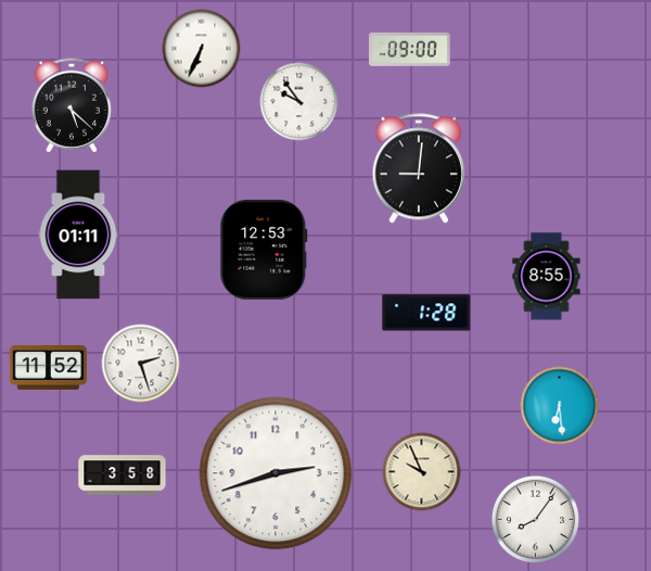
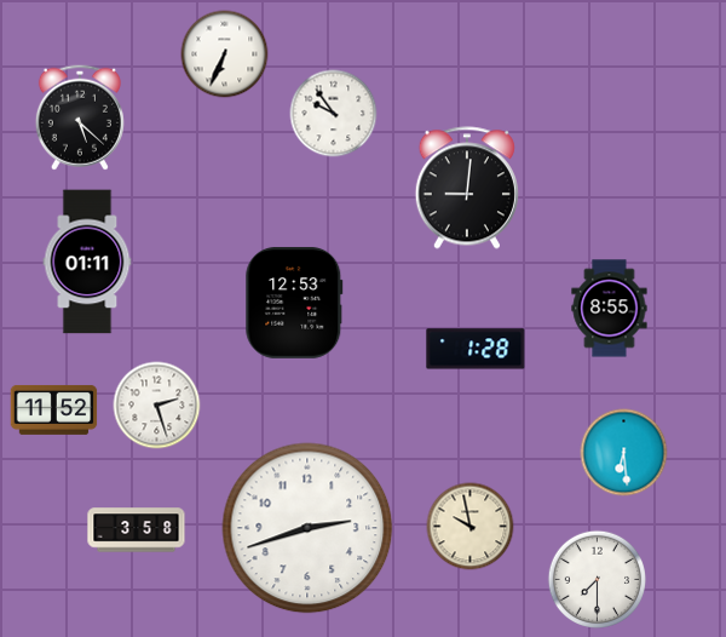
clock at (409, 49): 09:00 -> none
clock at (264, 250) position: (264, 250) -> (294, 303)
clock at (422, 472): 9:56 -> 9:58
clock at (535, 519): 8:06 -> 7:30
